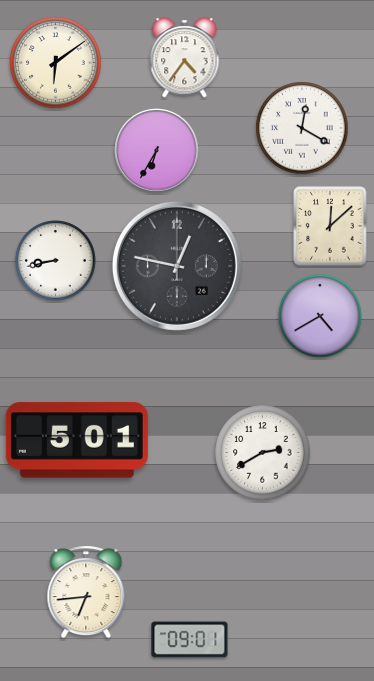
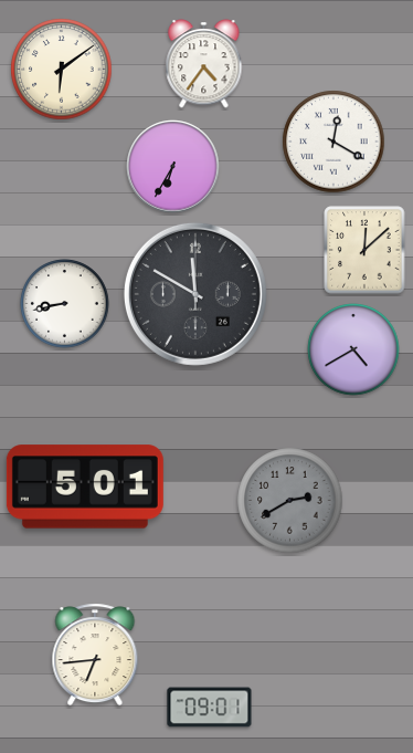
clock at (56, 261) position: (56, 261) -> (65, 304)
clock at (177, 266): 12:47 -> 11:50
clock at (263, 453) dial: white -> grey
